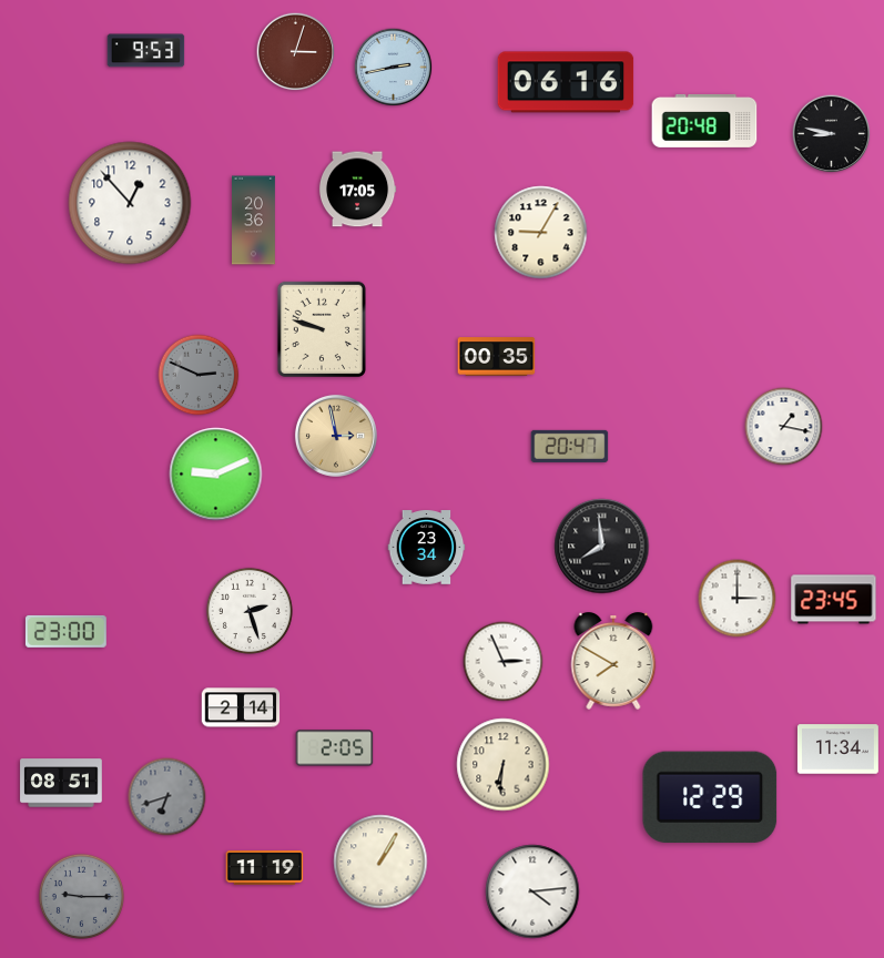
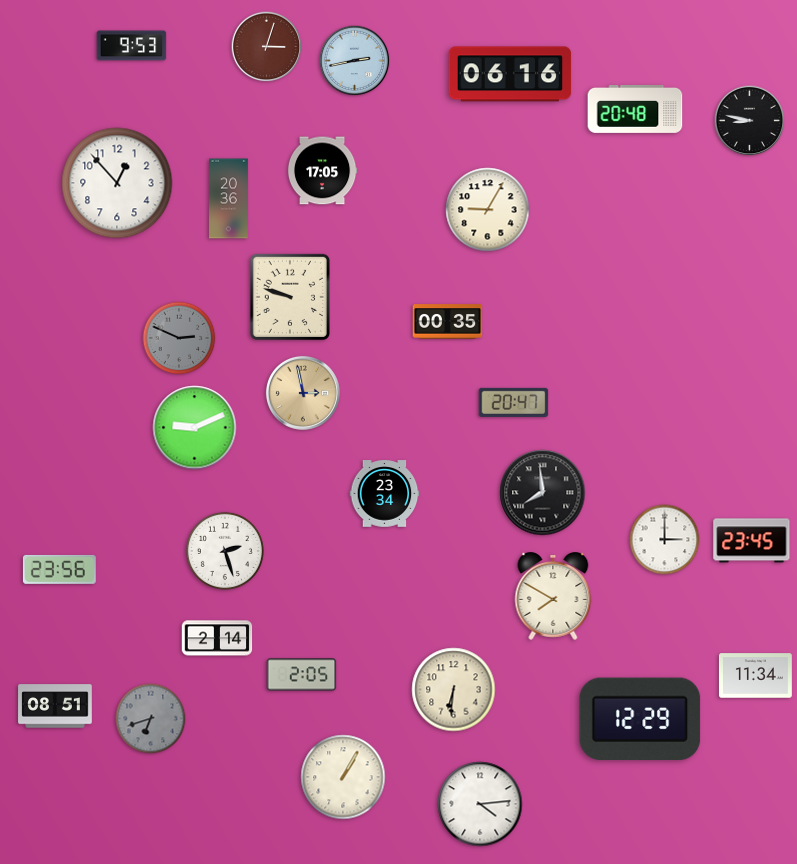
clock at (784, 427): 1:17 -> none
clock at (65, 631): 23:00 -> 23:56
clock at (504, 662): 2:56 -> none
clock at (265, 868): 11:19 -> none
clock at (81, 896): 9:15 -> none
